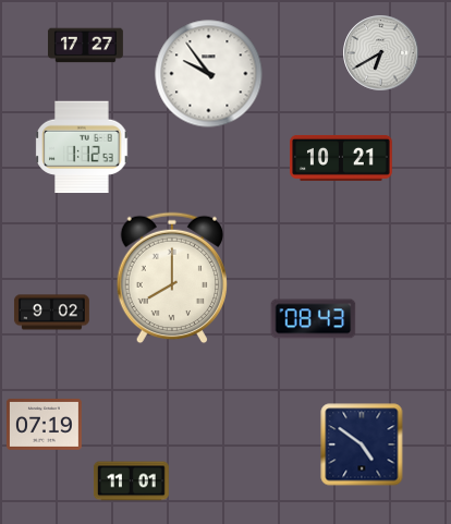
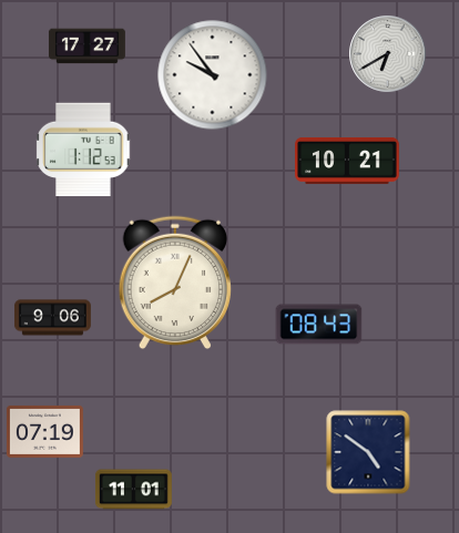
clock at (171, 278): 8:00 -> 8:04
clock at (51, 313): 9:02 -> 9:06
